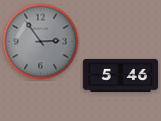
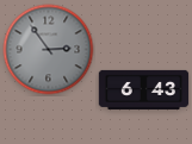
clock at (121, 75): 5:46 -> 6:43
